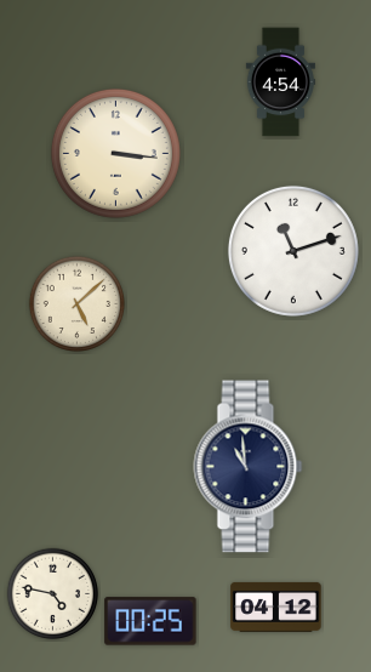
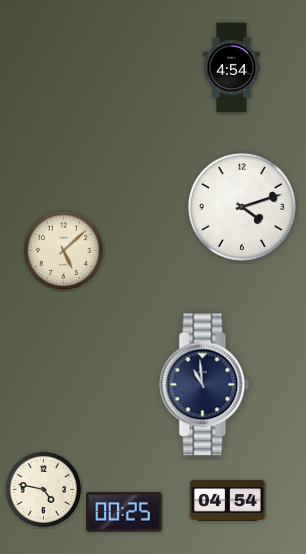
clock at (115, 153): 3:16 -> none
clock at (293, 251): 11:12 -> 4:12
clock at (276, 606): 04:12 -> 04:54
